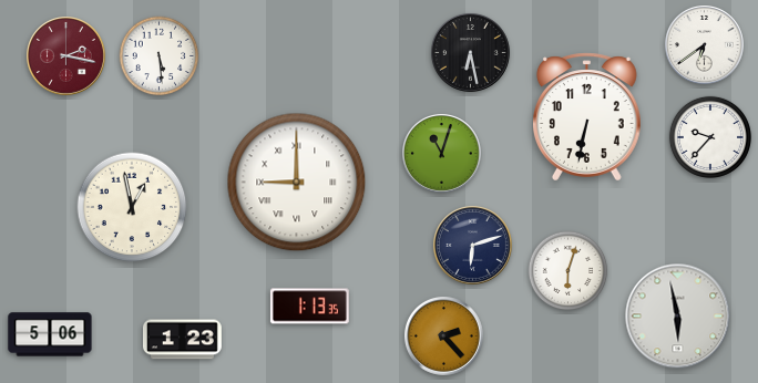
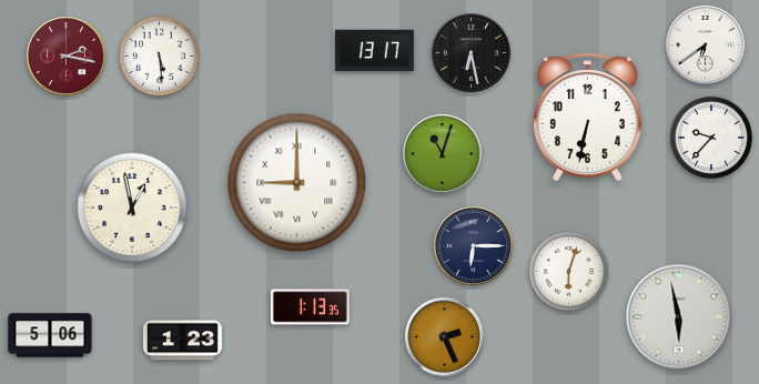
clock at (374, 51): none -> 13:17
clock at (472, 245): 6:12 -> 6:15
clock at (443, 335): 2:23 -> 2:26
